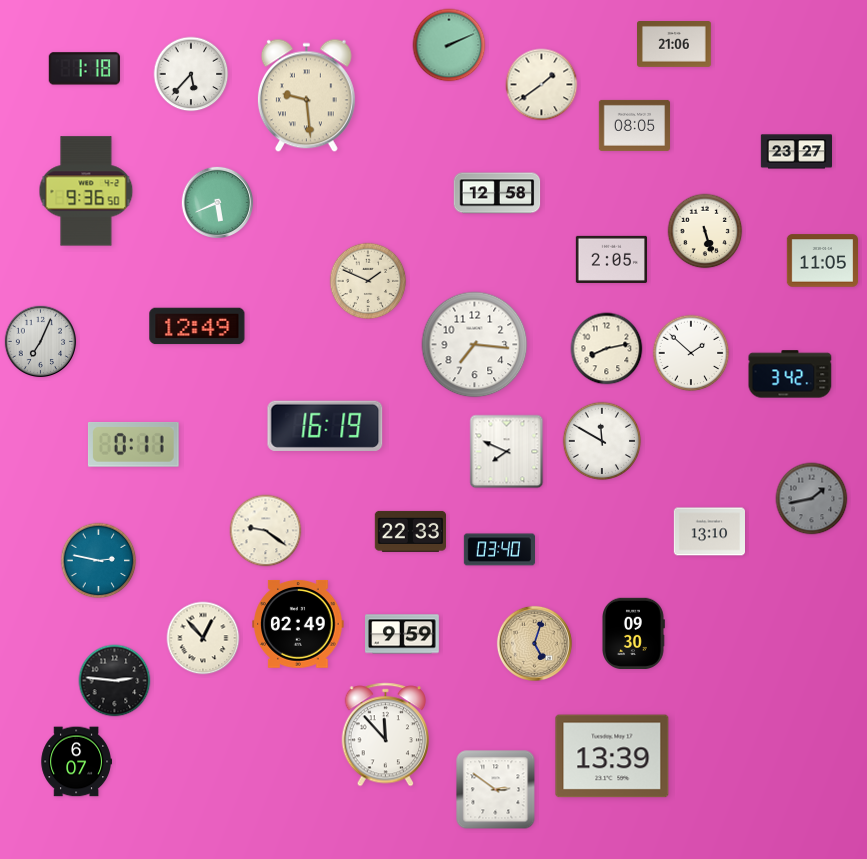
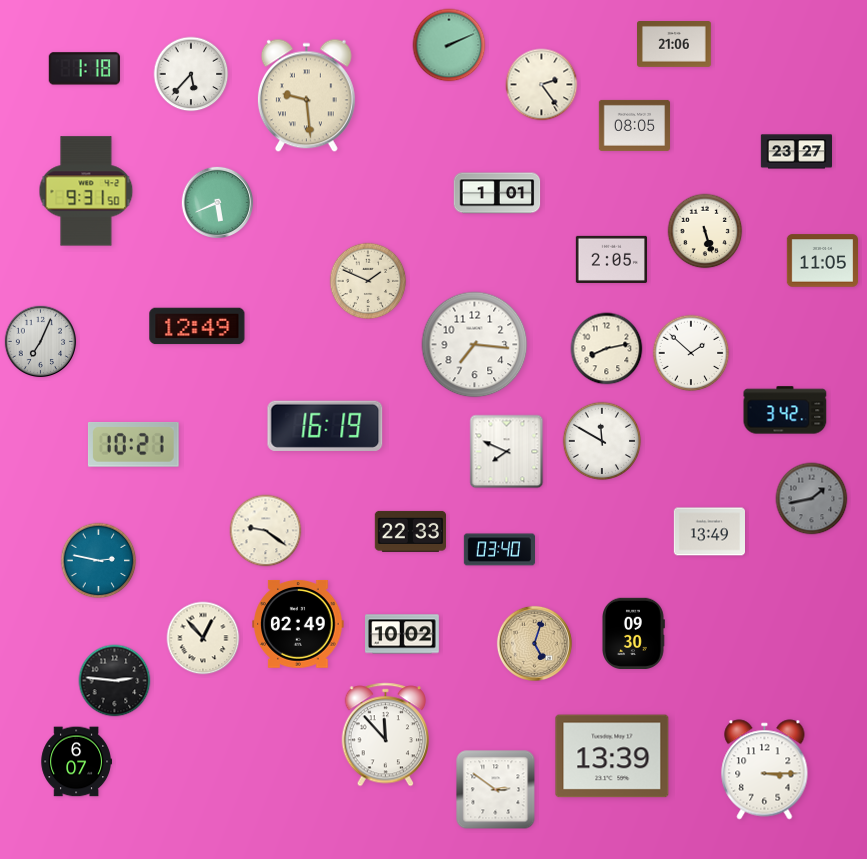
clock at (542, 85): 1:39 -> 2:24
clock at (86, 191): 9:36 -> 9:31
clock at (497, 193): 12:58 -> 1:01
clock at (790, 374) position: (790, 374) -> (785, 410)
clock at (133, 445): 0:11 -> 10:21
clock at (709, 532): 13:10 -> 13:49
clock at (403, 634): 9:59 -> 10:02
clock at (765, 770): none -> 3:15
